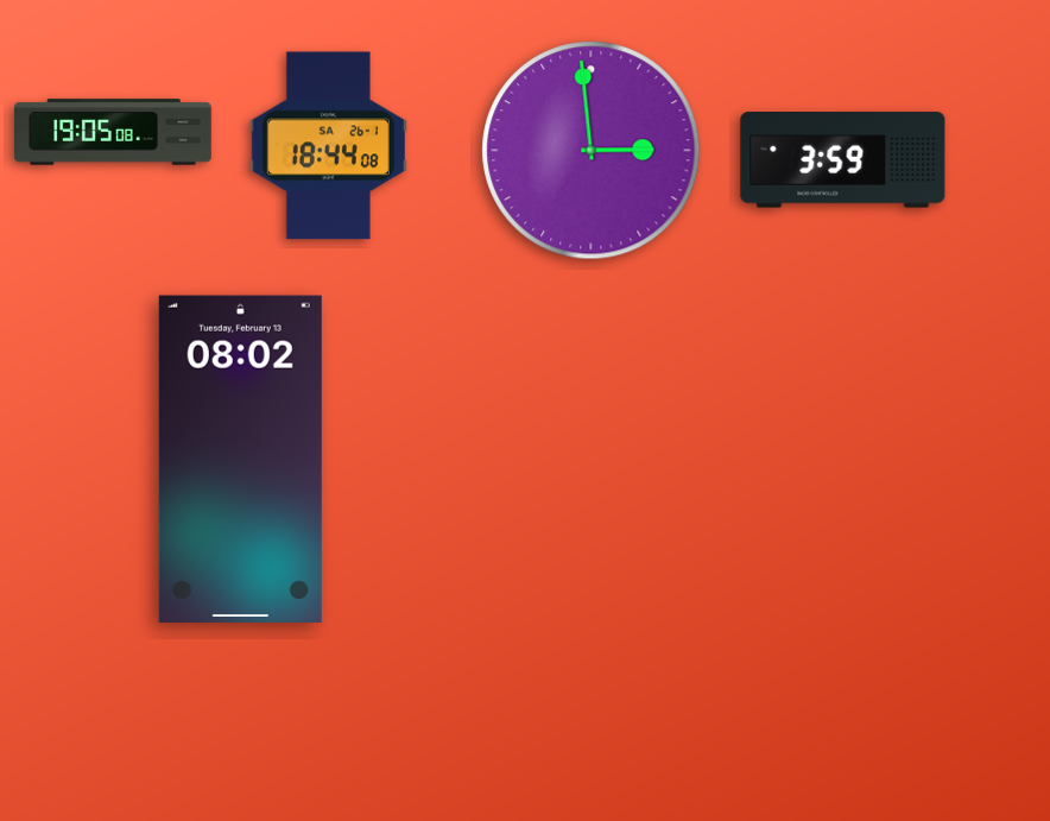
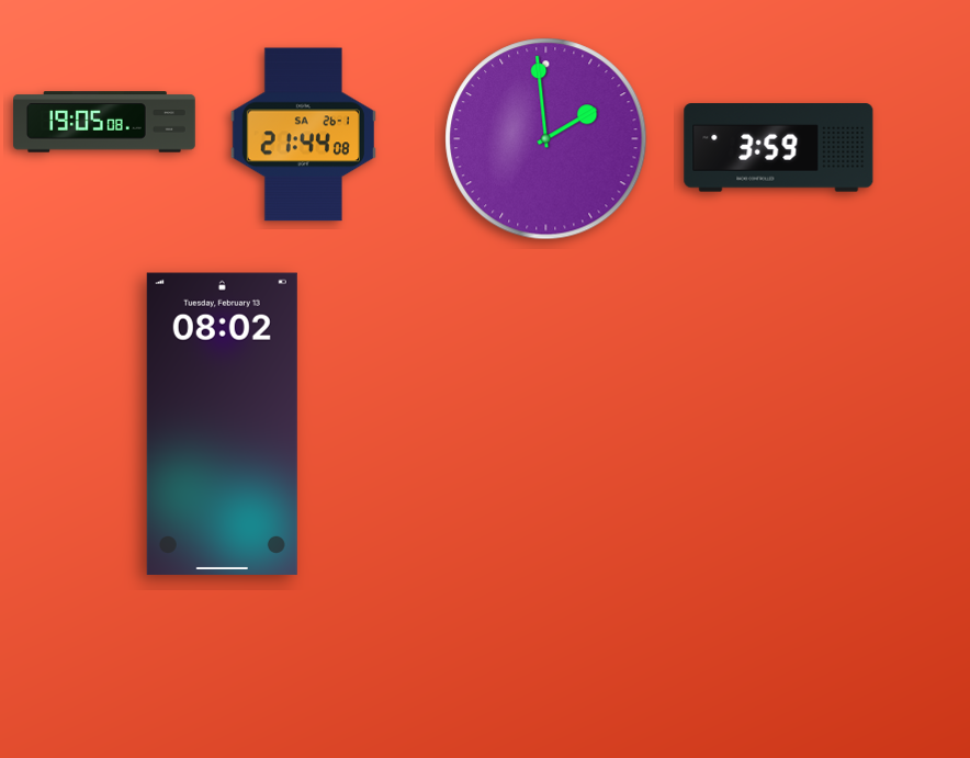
clock at (328, 146): 18:44 -> 21:44
clock at (592, 151): 2:59 -> 1:59
